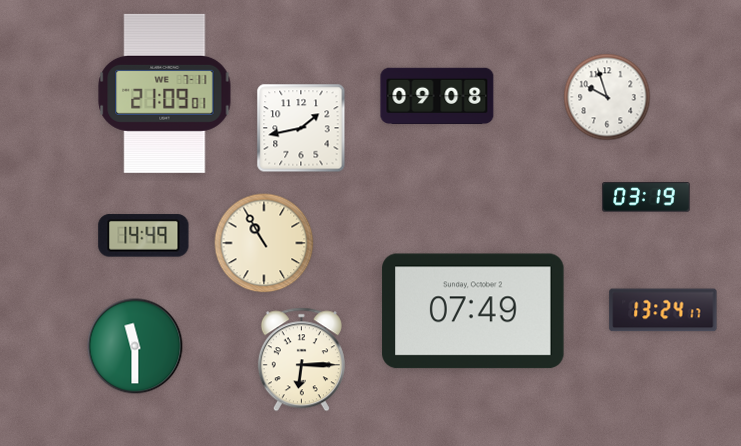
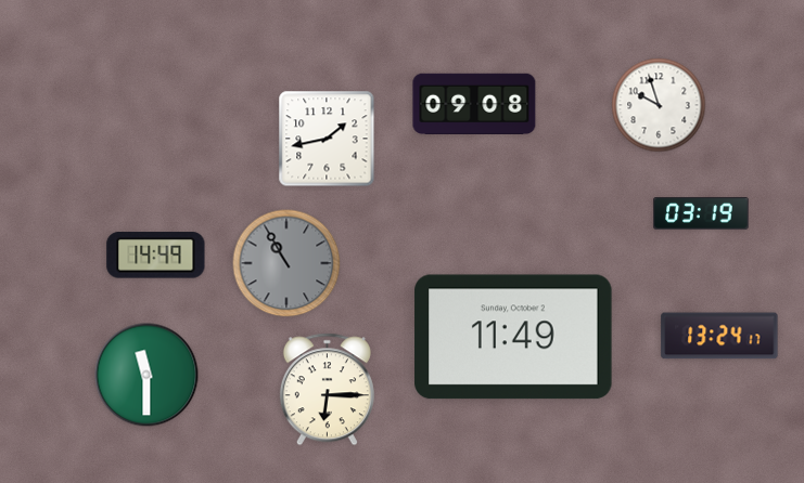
clock at (165, 93): 21:09 -> none
clock at (264, 243) dial: cream -> grey
clock at (473, 311): 07:49 -> 11:49
